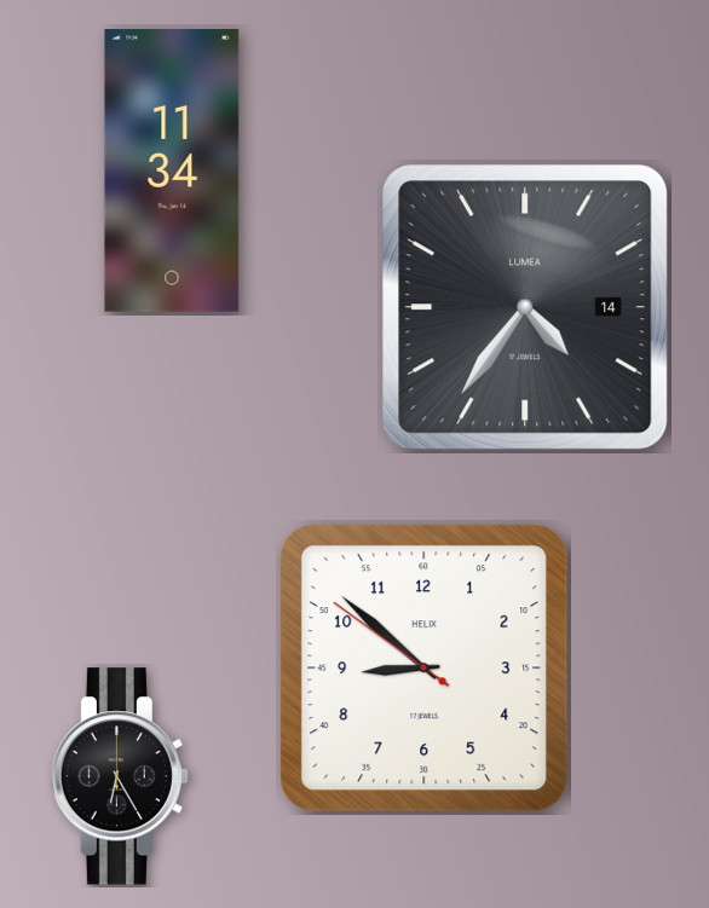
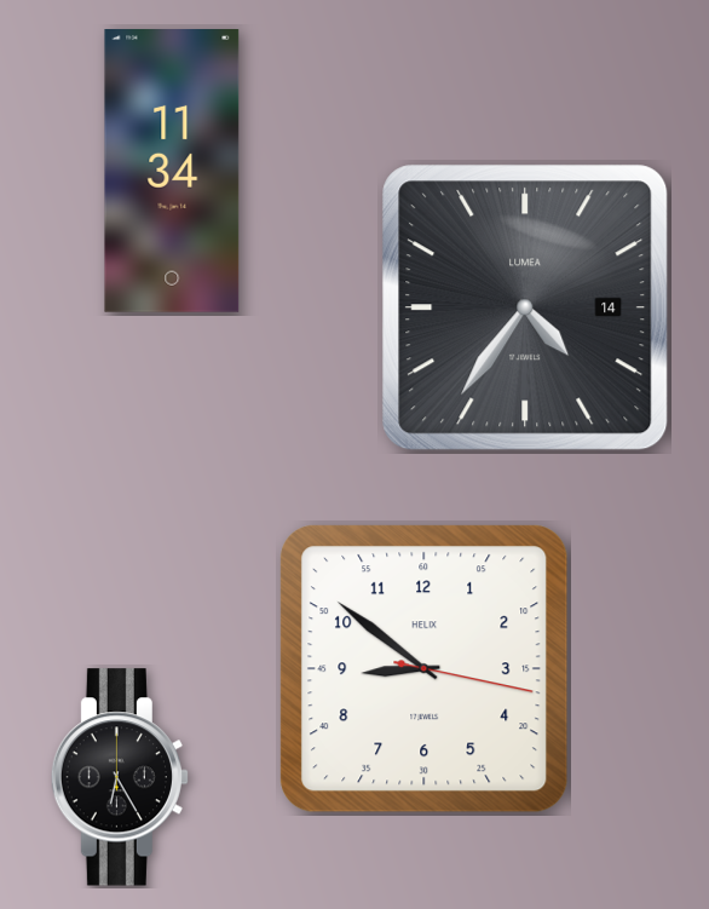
clock at (425, 669): 8:51:51 -> 8:51:17
